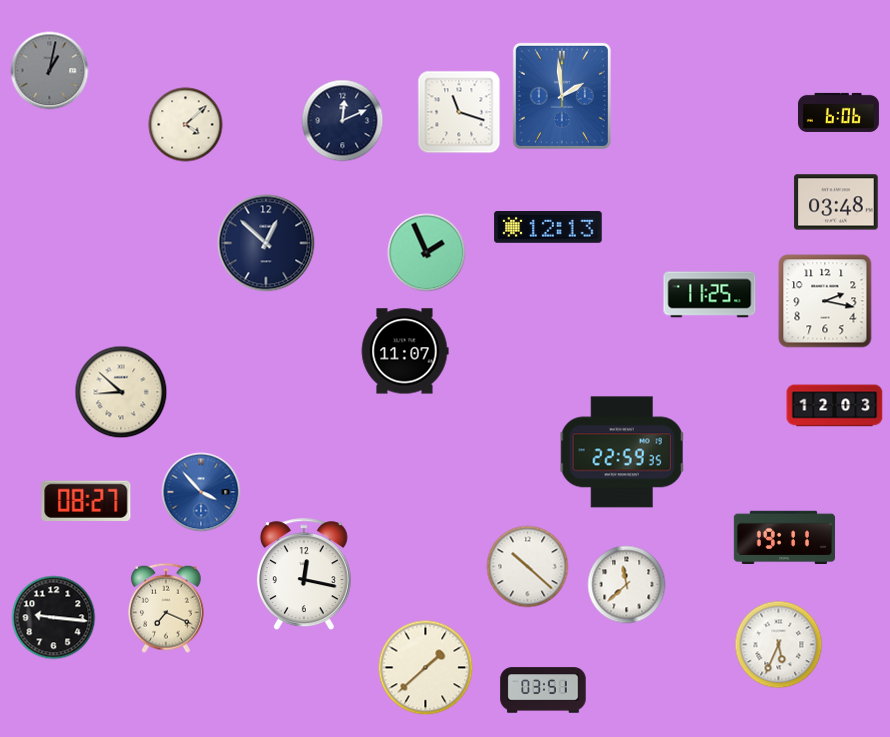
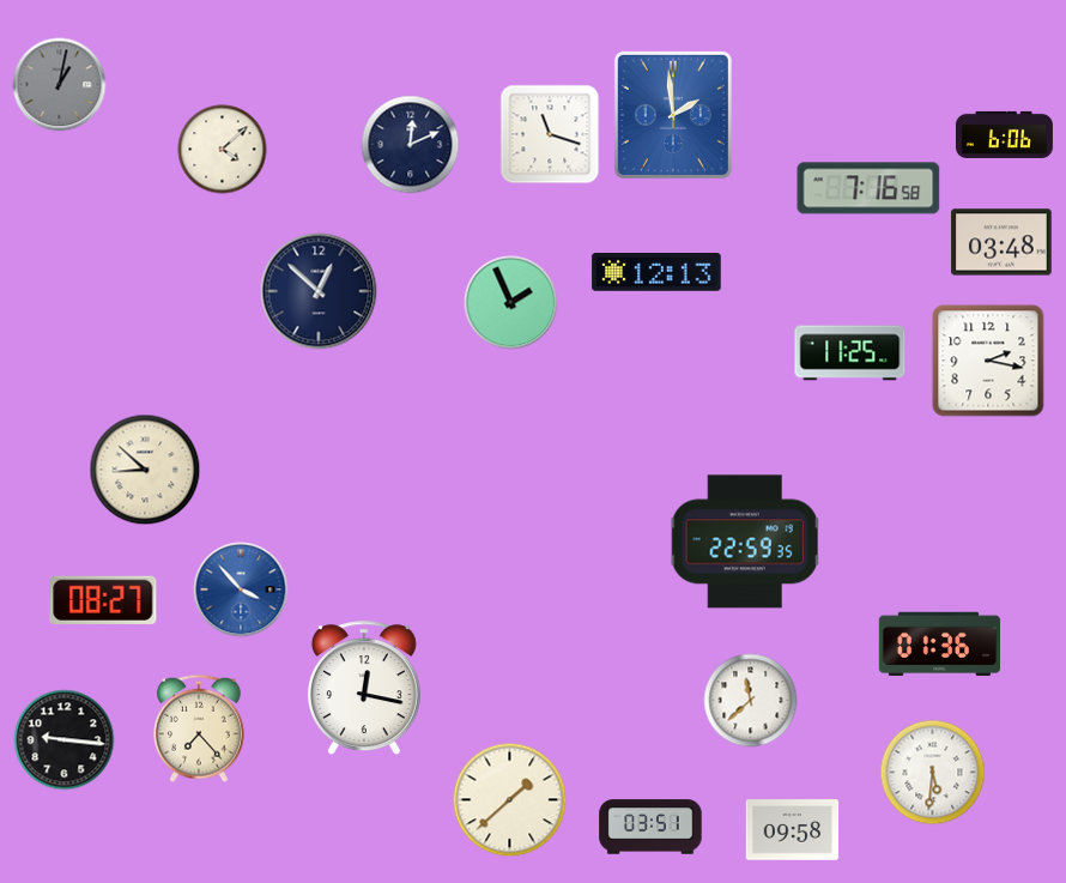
clock at (868, 188): none -> 7:16
clock at (405, 351): 11:07 -> none
clock at (835, 406): 12:03 -> none
clock at (784, 537): 19:11 -> 01:36
clock at (528, 567): 10:22 -> none
clock at (167, 608): 7:19 -> 7:23
clock at (779, 645): 5:34 -> 5:31
clock at (793, 830): none -> 09:58
